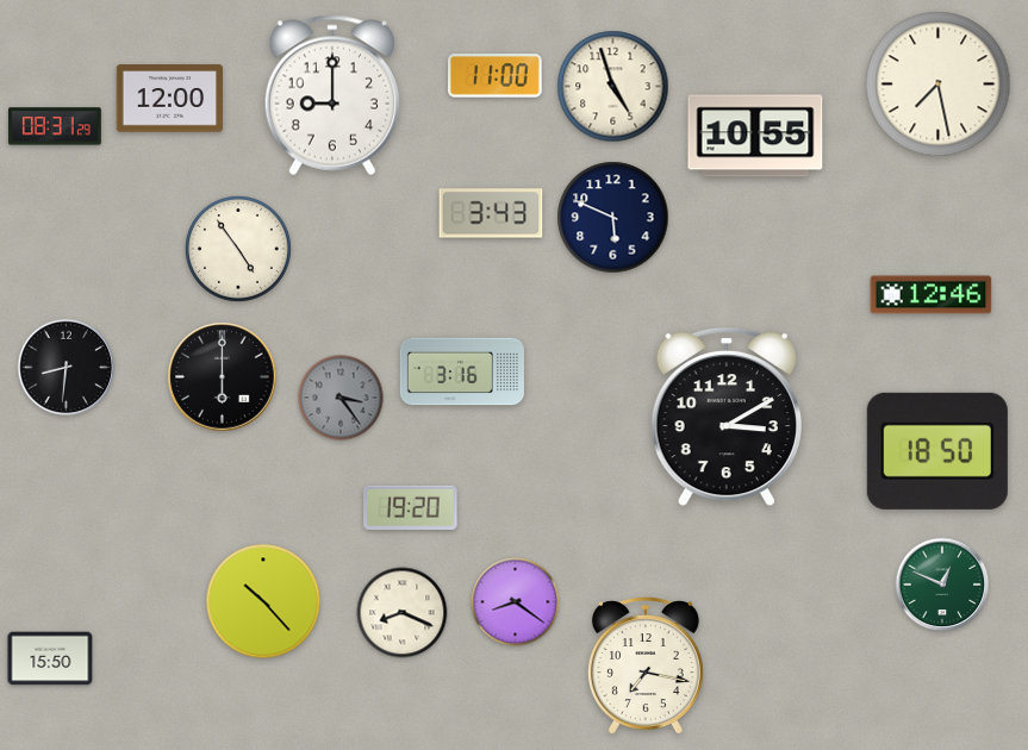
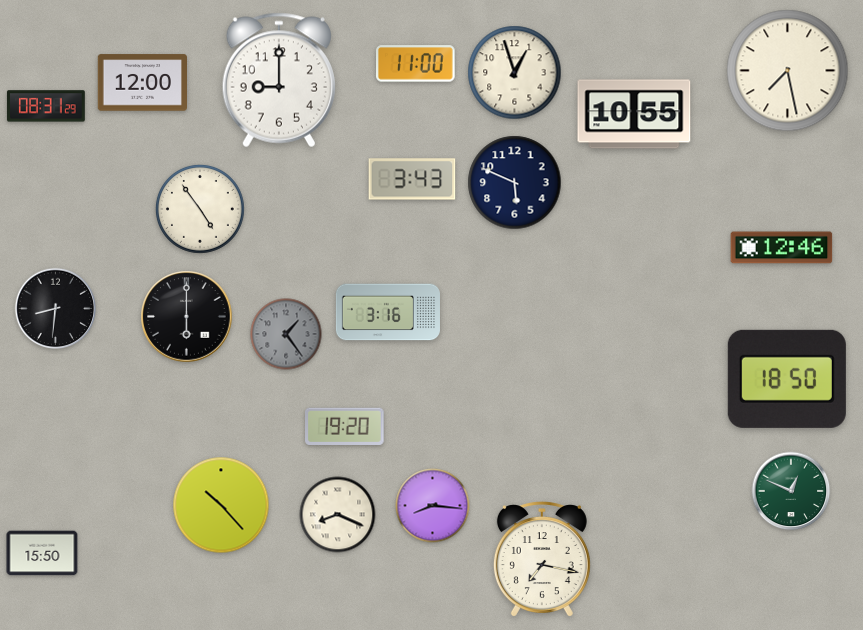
clock at (613, 87): 4:57 -> 12:57
clock at (341, 398): 3:24 -> 1:24
clock at (727, 417): 3:10 -> none
clock at (516, 602): 8:21 -> 8:16
